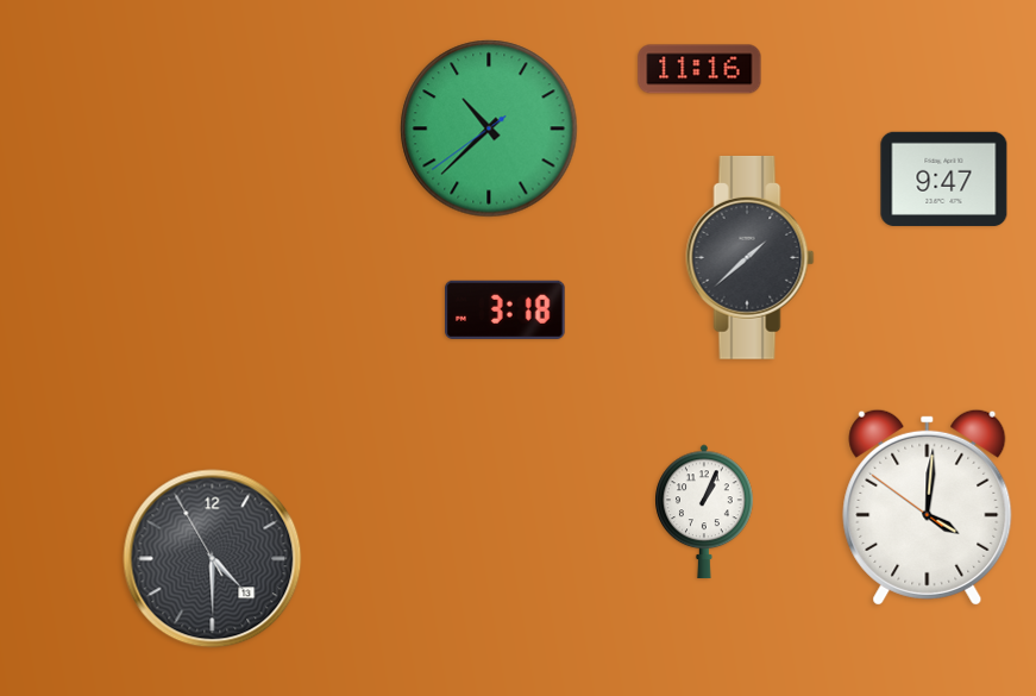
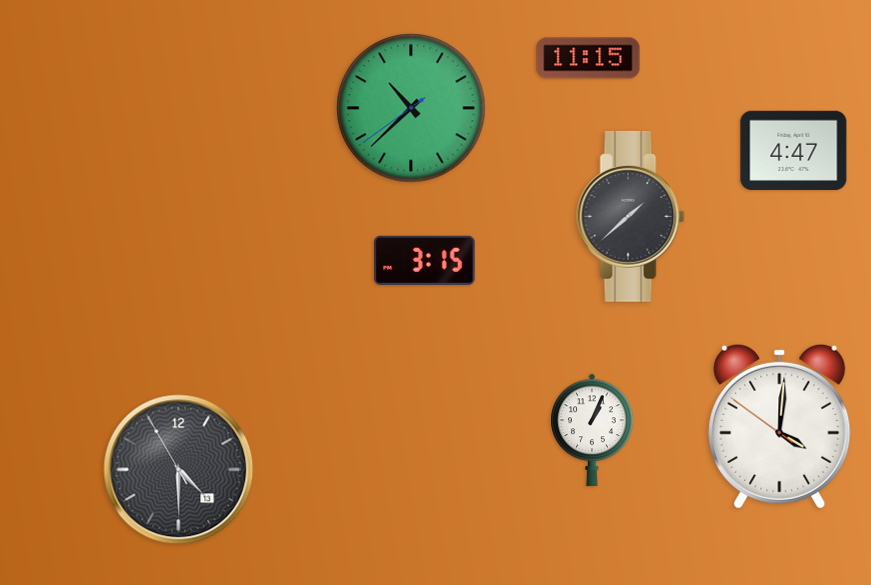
clock at (699, 69): 11:16 -> 11:15
clock at (944, 178): 9:47 -> 4:47
clock at (506, 309): 3:18 -> 3:15
